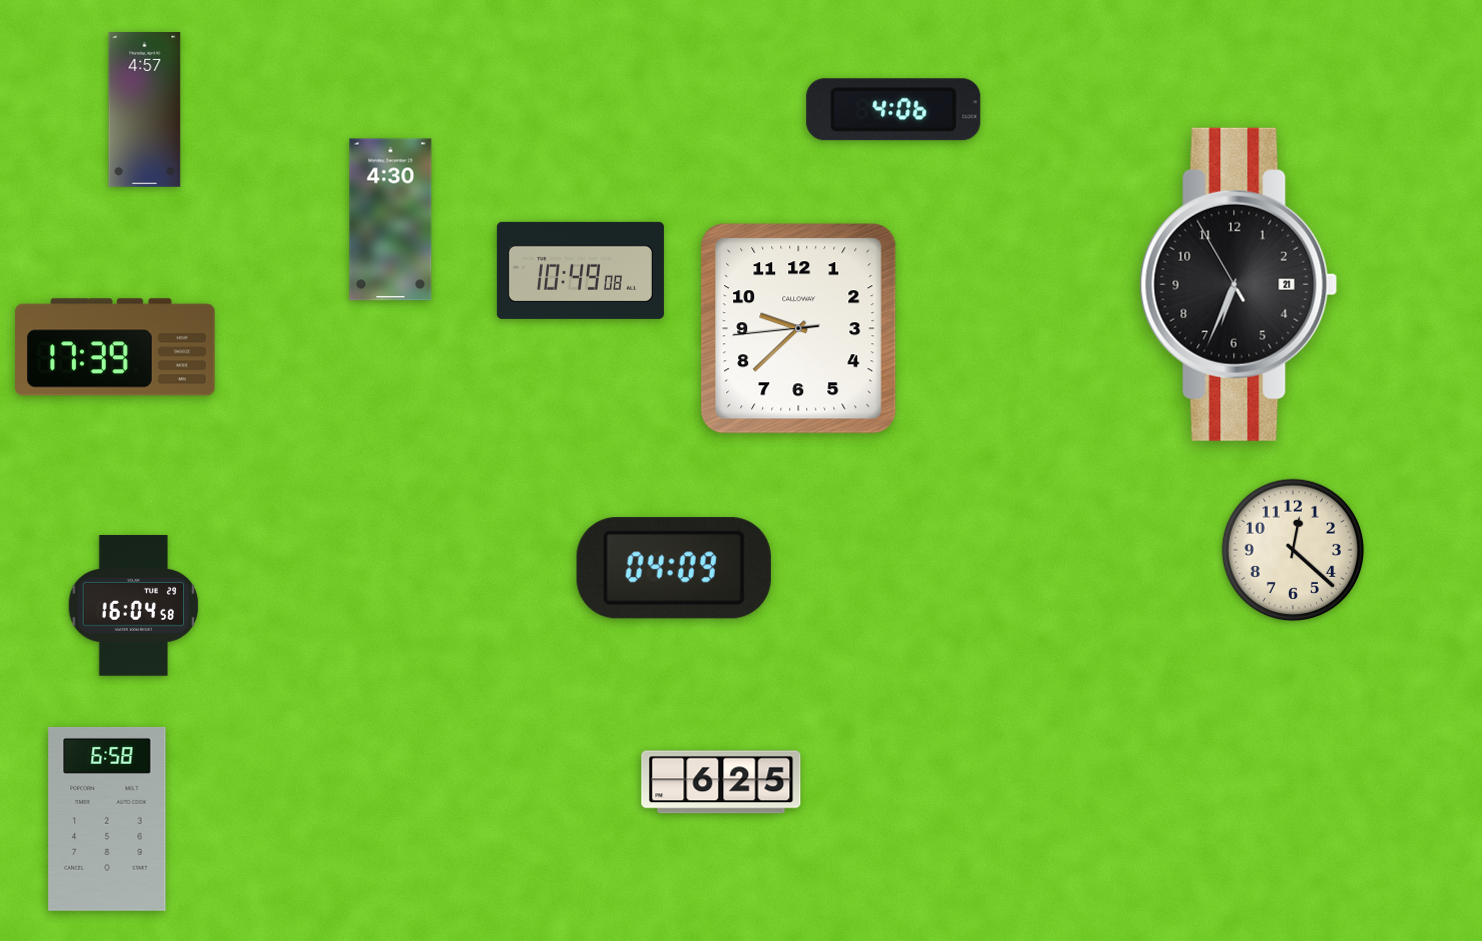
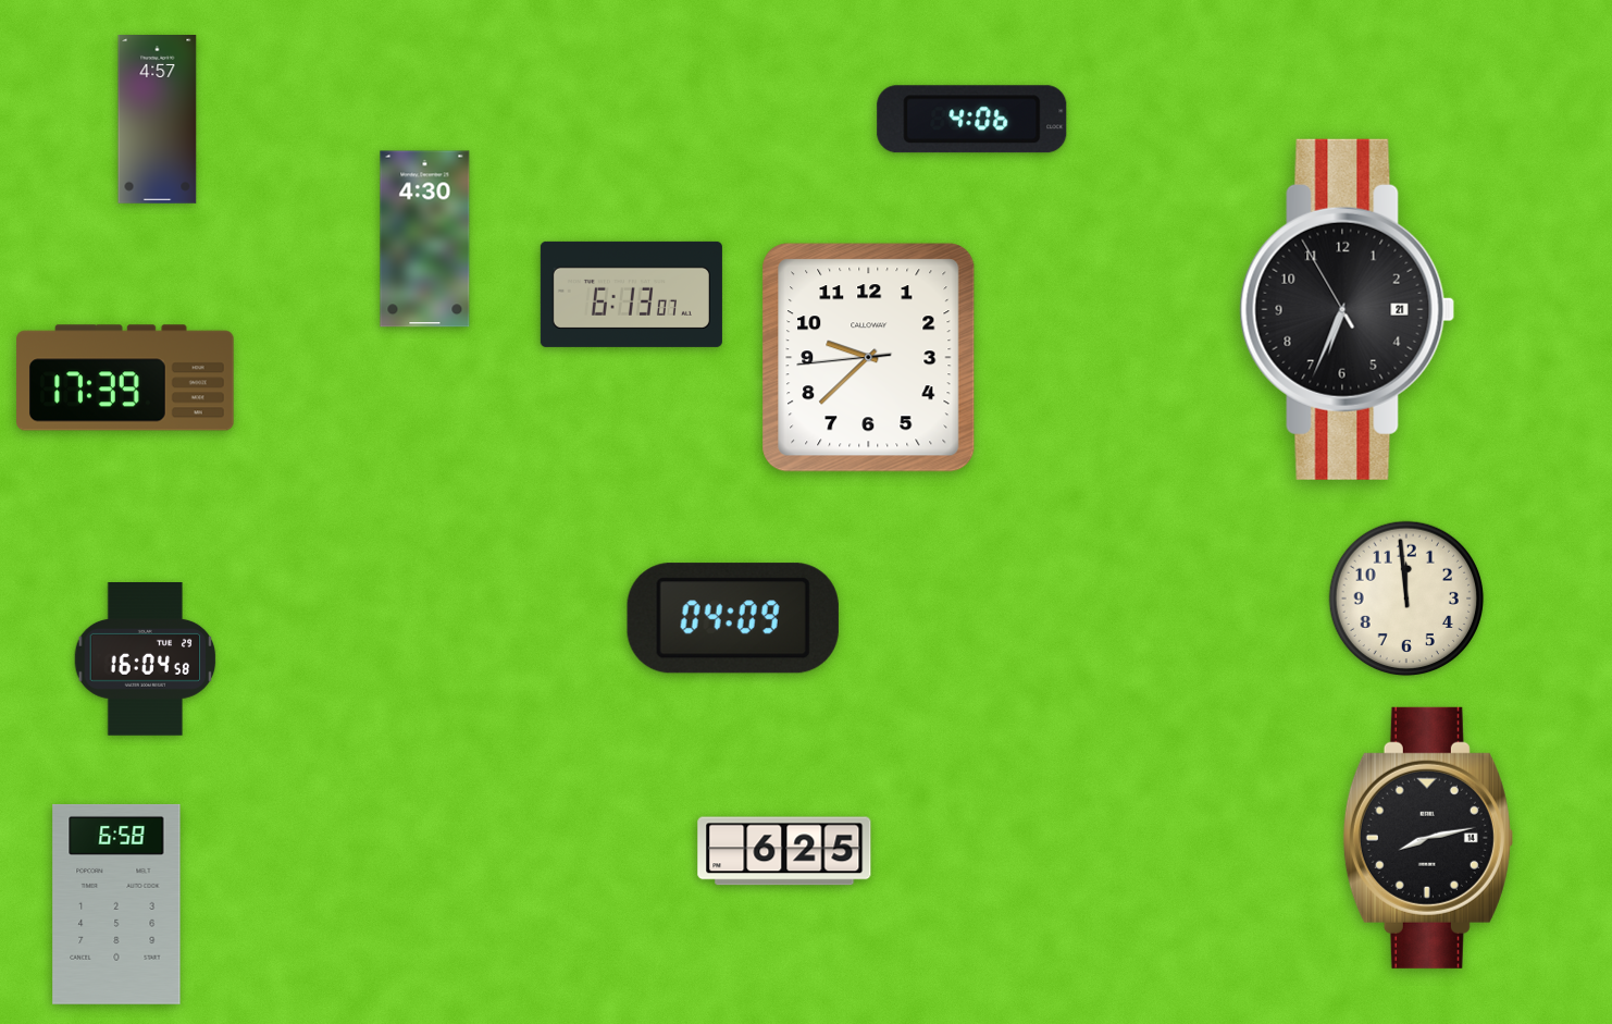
clock at (580, 270): 10:49 -> 6:13
clock at (1293, 550): 12:22 -> 11:59
clock at (1428, 838): none -> 8:13
clock at (107, 819) position: (107, 819) -> (116, 904)
